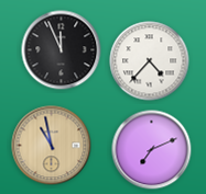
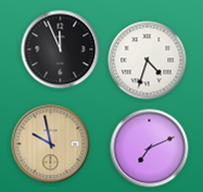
clock at (150, 61): 4:37 -> 4:33
clock at (52, 146): 10:58 -> 9:58
